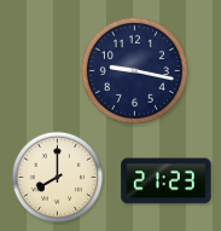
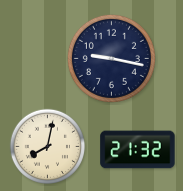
clock at (57, 177): 8:00 -> 8:02
clock at (167, 181): 21:23 -> 21:32
